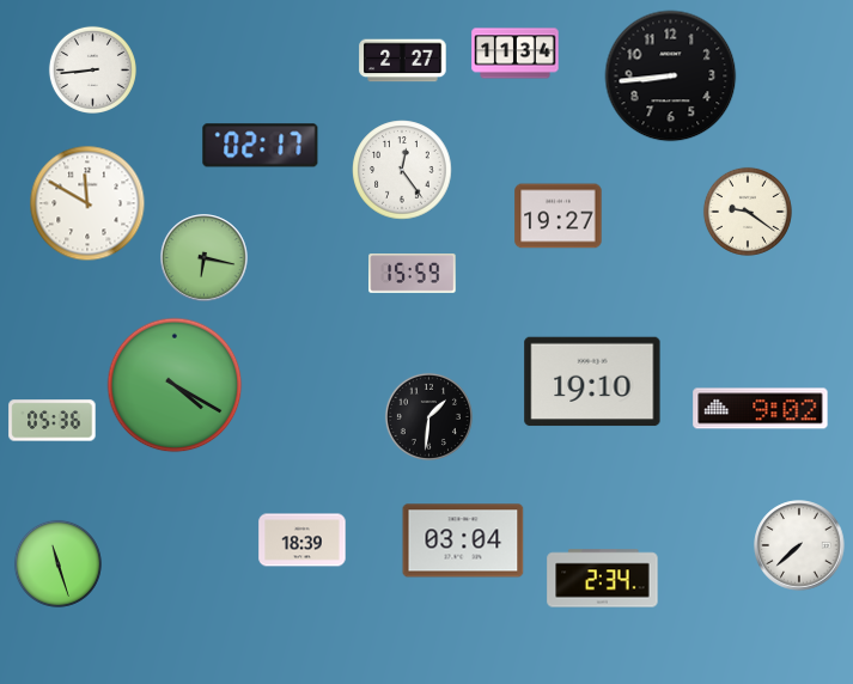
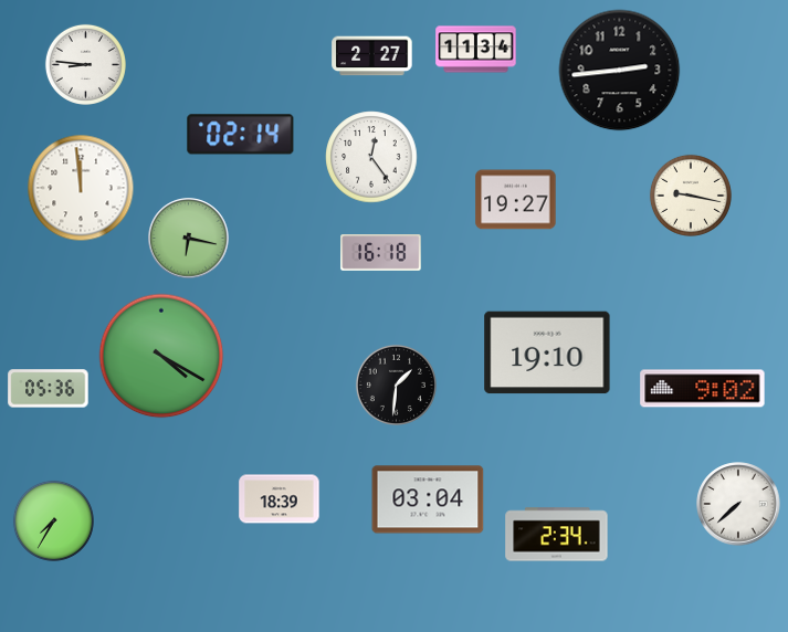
clock at (92, 69): 8:44 -> 8:46
clock at (671, 77): 8:44 -> 2:44
clock at (261, 146): 02:17 -> 02:14
clock at (87, 203): 11:50 -> 11:59
clock at (748, 212): 9:21 -> 9:17
clock at (413, 274): 15:59 -> 16:18
clock at (761, 409) position: (761, 409) -> (703, 389)
clock at (57, 563): 11:27 -> 7:35
